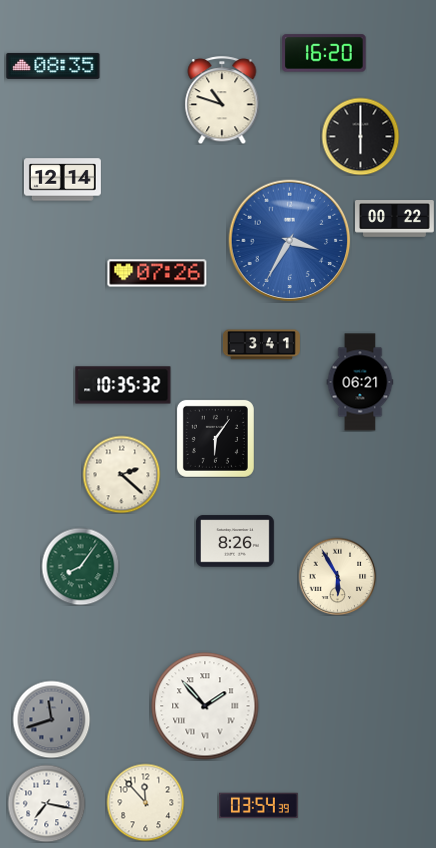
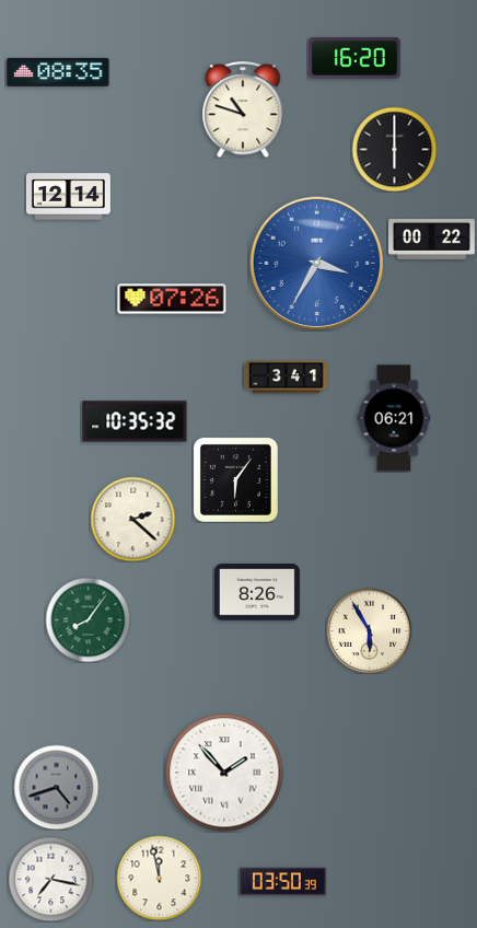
clock at (51, 719): 11:42 -> 4:42
clock at (145, 802): 11:53 -> 11:58
clock at (259, 806): 03:54 -> 03:50
